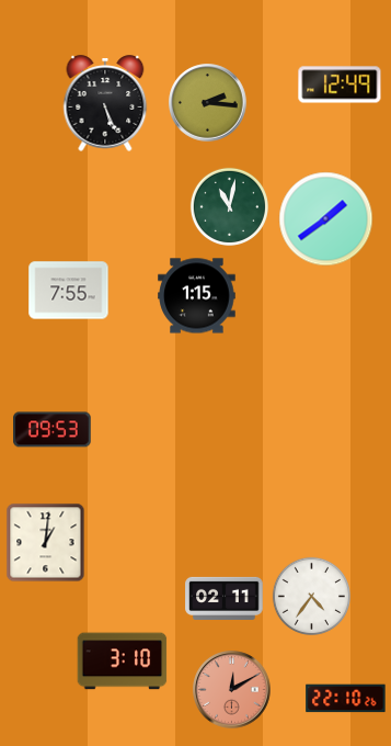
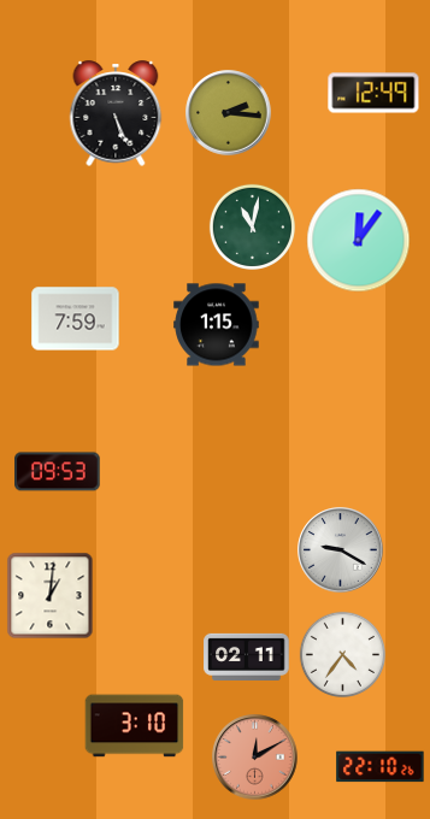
clock at (326, 219): 1:39 -> 12:06
clock at (69, 291): 7:55 -> 7:59
clock at (341, 550): none -> 9:20
